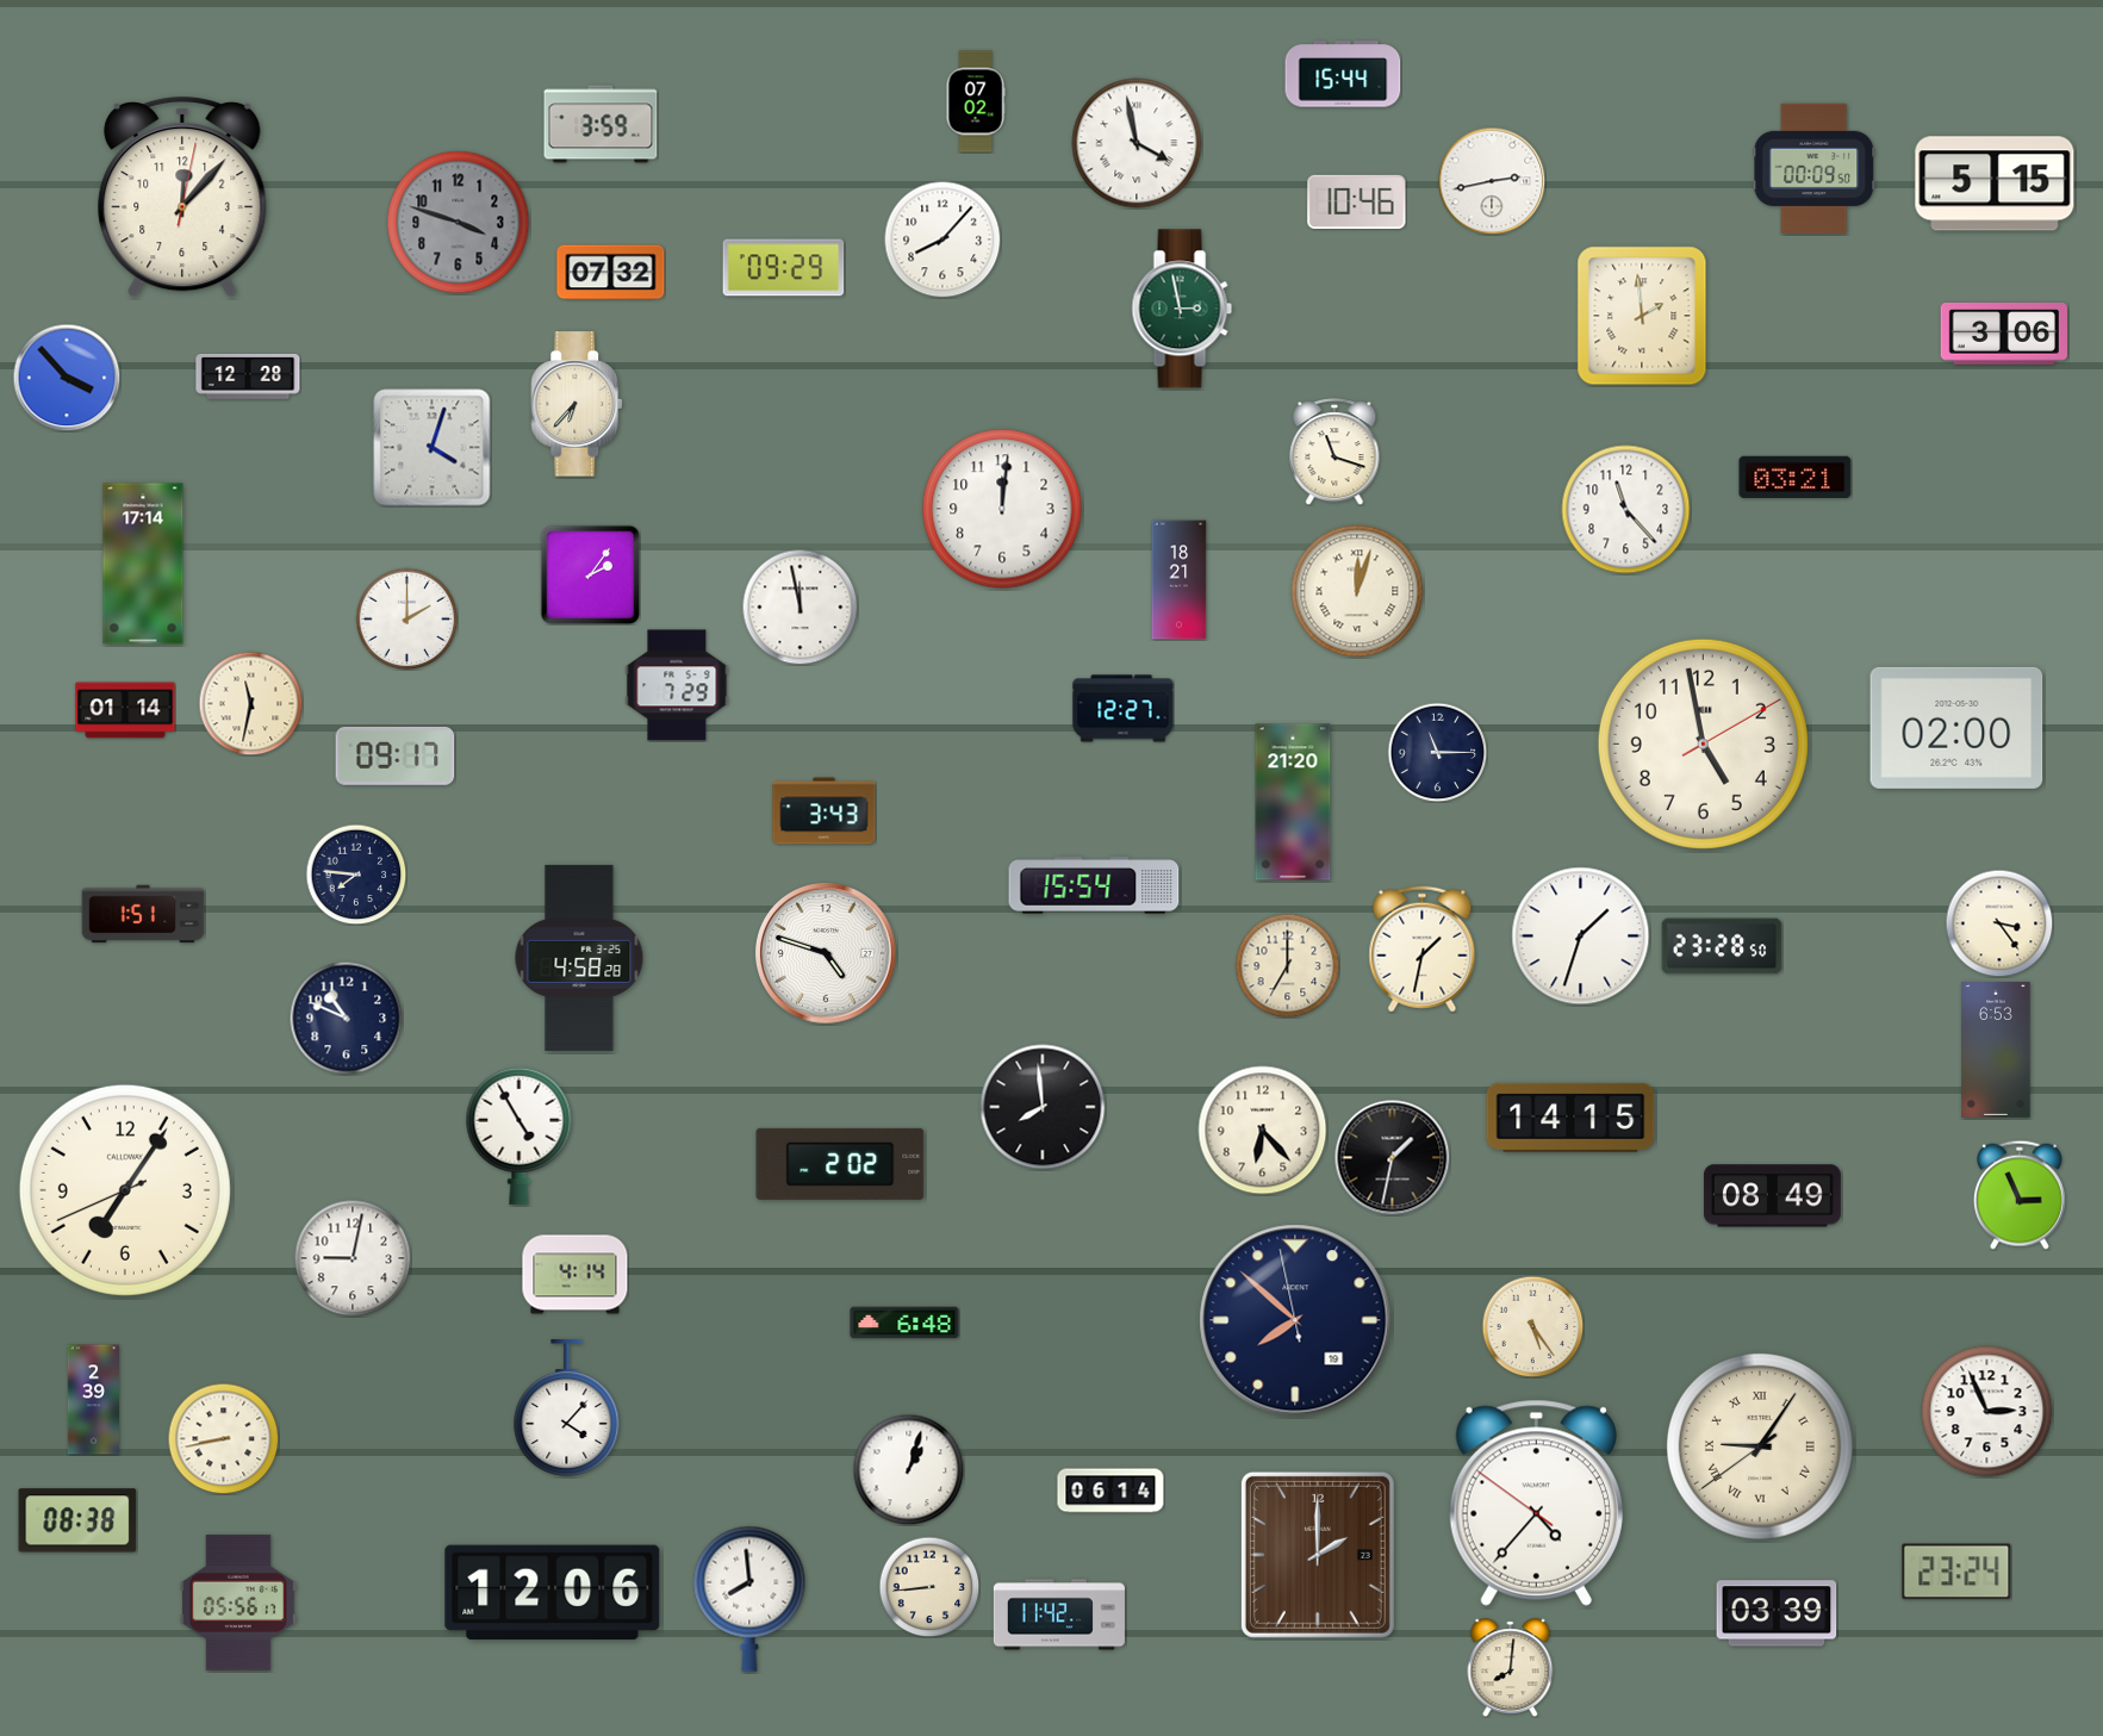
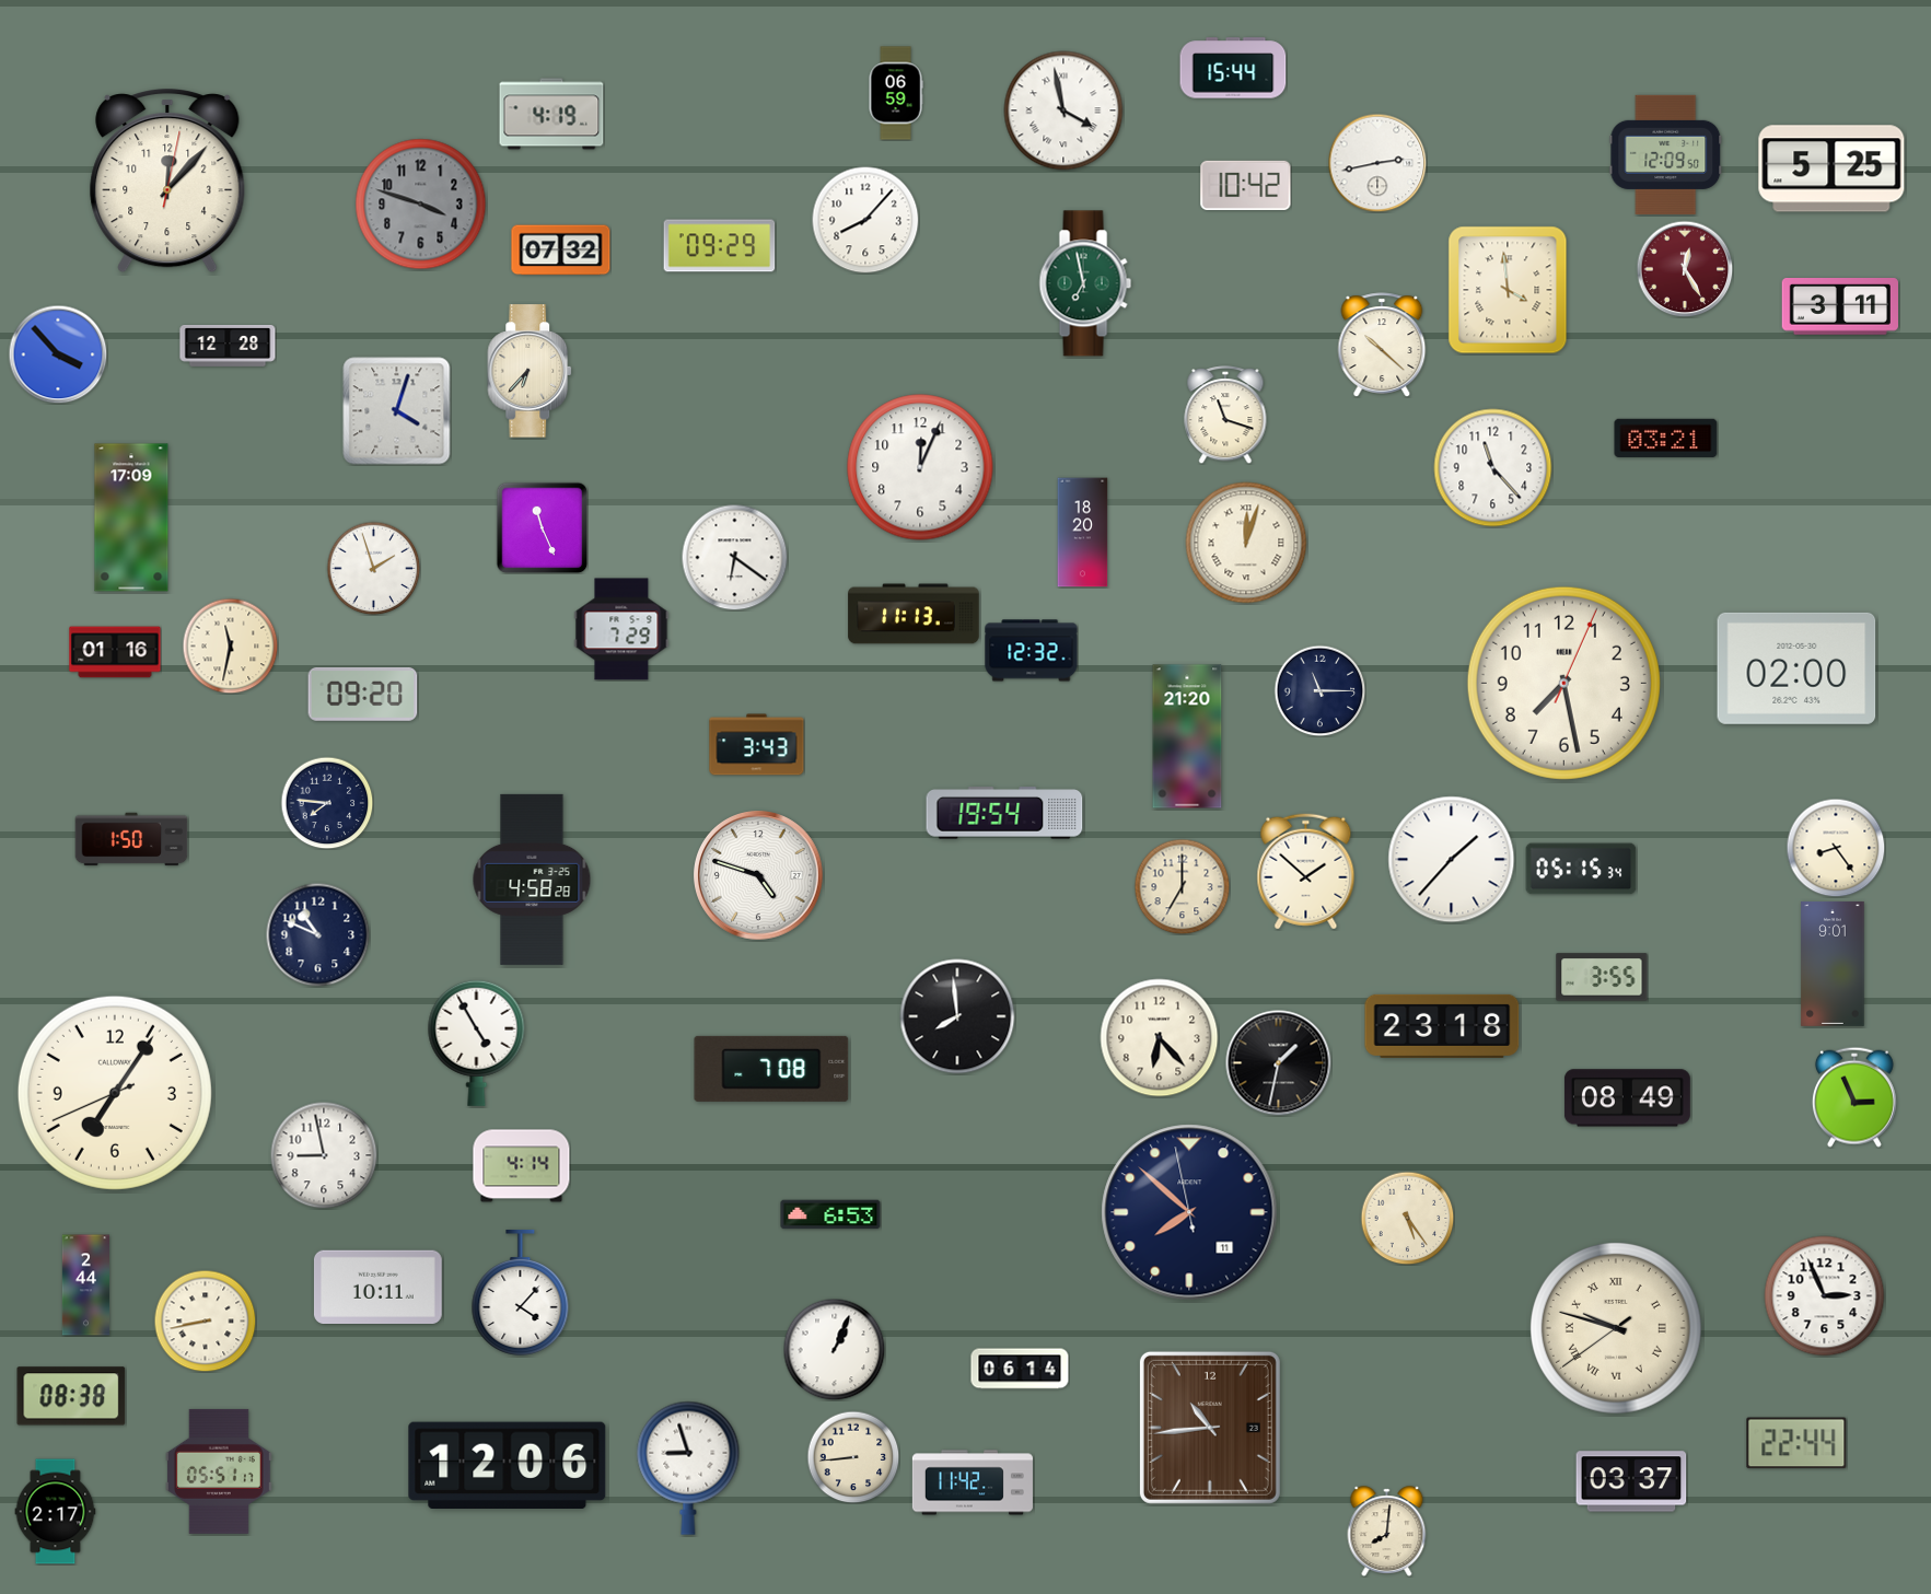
clock at (976, 101): 07:02 -> 06:59
clock at (601, 124): 3:59 -> 4:19
clock at (1137, 143) position: (1137, 143) -> (1063, 110)
clock at (1815, 168): 00:09 -> 12:09
clock at (1492, 181) position: (1492, 181) -> (1377, 163)
clock at (1995, 183): 5:15 -> 5:25
clock at (1357, 201): 10:46 -> 10:42
clock at (1685, 269): none -> 12:25
clock at (1182, 309): 2:58 -> 6:58
clock at (1642, 316): 1:59 -> 3:59
clock at (2003, 335): 3:06 -> 3:11
clock at (1382, 345): none -> 10:22
clock at (67, 378) position: (67, 378) -> (58, 354)
clock at (1796, 477) position: (1796, 477) -> (1666, 438)
clock at (1002, 509): 12:01 -> 12:04
clock at (143, 564): 17:14 -> 17:09
clock at (590, 574): 2:06 -> 11:26
clock at (1180, 580): 18:21 -> 18:20
clock at (799, 606): 11:58 -> 6:21
clock at (406, 618): 2:00 -> 1:57
clock at (914, 614): none -> 11:13
clock at (1124, 709): 12:27 -> 12:32
clock at (125, 710): 01:14 -> 01:16
clock at (1703, 743): 4:58 -> 7:28
clock at (396, 755): 09:17 -> 09:20
clock at (1094, 885): 15:54 -> 19:54
clock at (143, 914): 1:51 -> 1:50
clock at (1999, 923): 3:24 -> 8:24
clock at (1581, 937): 1:33 -> 1:37
clock at (1722, 946): 23:28 -> 05:15
clock at (1423, 950): 1:32 -> 1:52
clock at (1996, 1050): 6:53 -> 9:01
clock at (1602, 977): none -> 3:55
clock at (1570, 1118): 14:15 -> 23:18
clock at (840, 1164): 2:02 -> 7:08
clock at (353, 1258): 9:02 -> 8:58
clock at (575, 1275) position: (575, 1275) -> (522, 1166)
clock at (1295, 1320) date: 19 -> 11
clock at (904, 1323): 6:48 -> 6:53
clock at (93, 1400): 2:39 -> 2:44
clock at (377, 1287): none -> 10:11
clock at (1760, 1446): 9:05 -> 9:47
clock at (908, 1469): 1:03 -> 1:04
clock at (1536, 1502): 4:36 -> none
clock at (1318, 1555): 2:00 -> 10:44
clock at (1956, 1572): 23:24 -> 22:44
clock at (553, 1592) position: (553, 1592) -> (508, 1465)
clock at (749, 1599): 7:59 -> 8:57
clock at (238, 1603): 05:56 -> 05:51
clock at (1777, 1613): 03:39 -> 03:37
clock at (56, 1512): none -> 2:17
